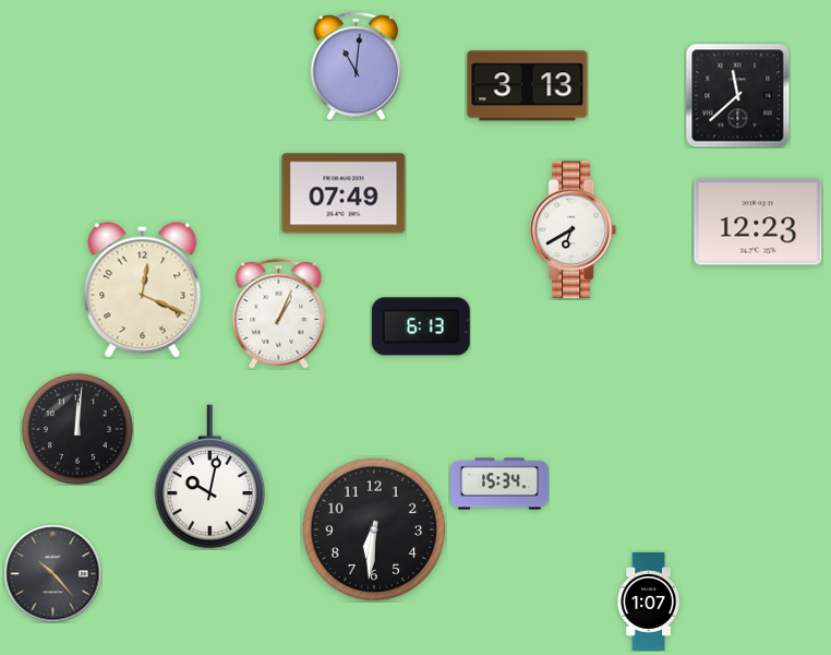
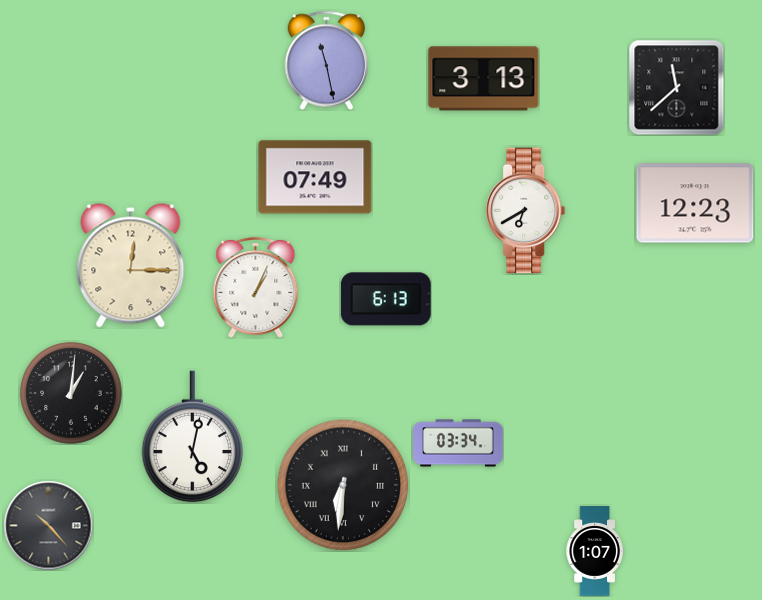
clock at (357, 65): 11:01 -> 11:28
clock at (143, 290): 12:19 -> 12:15
clock at (77, 429): 12:01 -> 1:01
clock at (210, 477): 10:02 -> 5:02
clock at (499, 484): 15:34 -> 03:34
clock at (374, 529) numerals: Arabic -> Roman
